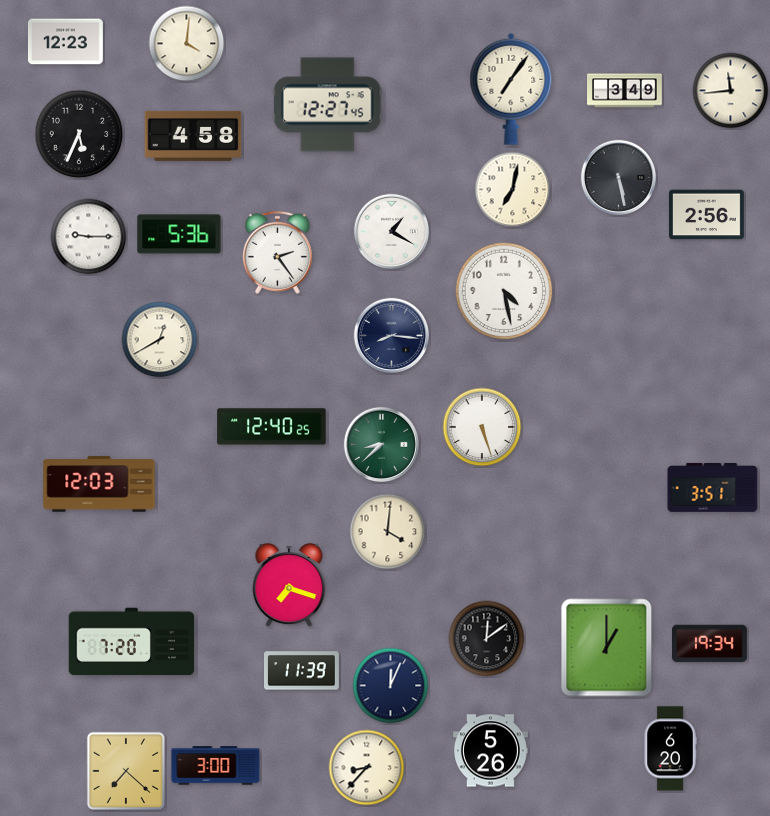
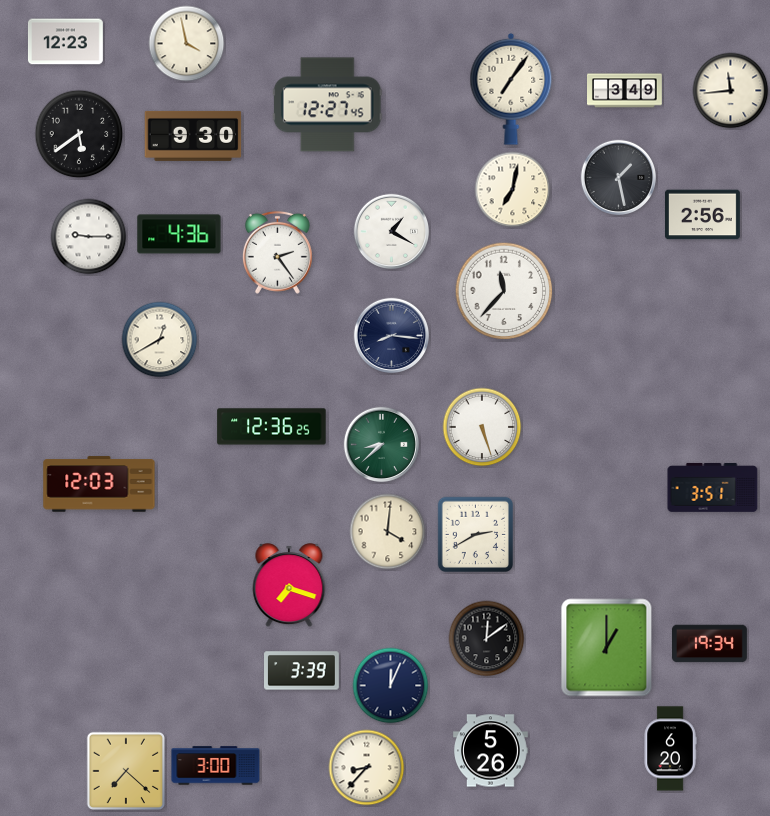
clock at (187, 44): 4:01 -> 3:58
clock at (79, 134): 5:34 -> 5:39
clock at (193, 136): 4:58 -> 9:30
clock at (618, 177): 5:28 -> 1:28
clock at (707, 215) position: (707, 215) -> (703, 215)
clock at (179, 234): 5:36 -> 4:36
clock at (504, 291): 4:28 -> 11:37
clock at (272, 427): 12:40 -> 12:36
clock at (476, 535): none -> 2:40
clock at (132, 642): 7:20 -> none
clock at (302, 671): 11:39 -> 3:39
